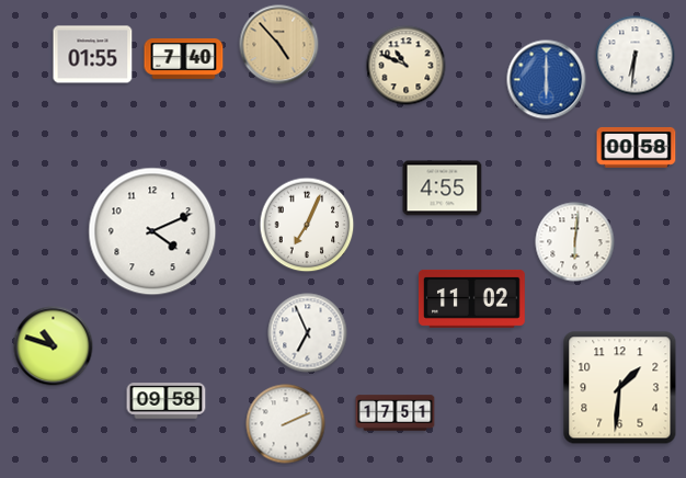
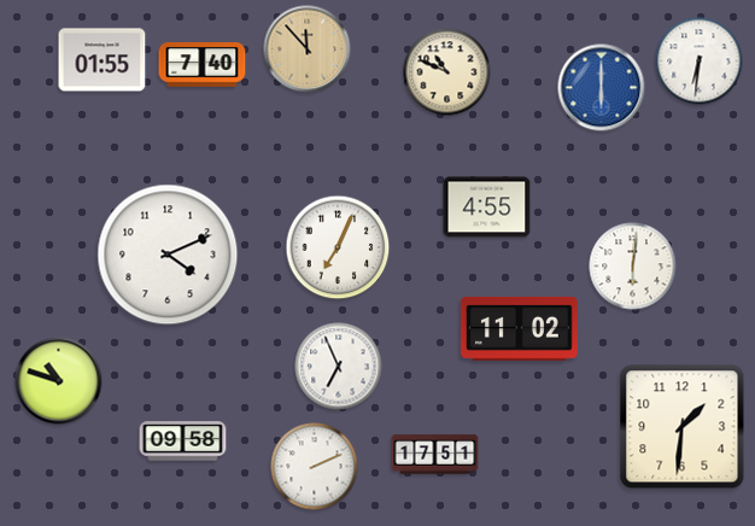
clock at (279, 45): 4:53 -> 11:53
clock at (637, 148): 00:58 -> none
